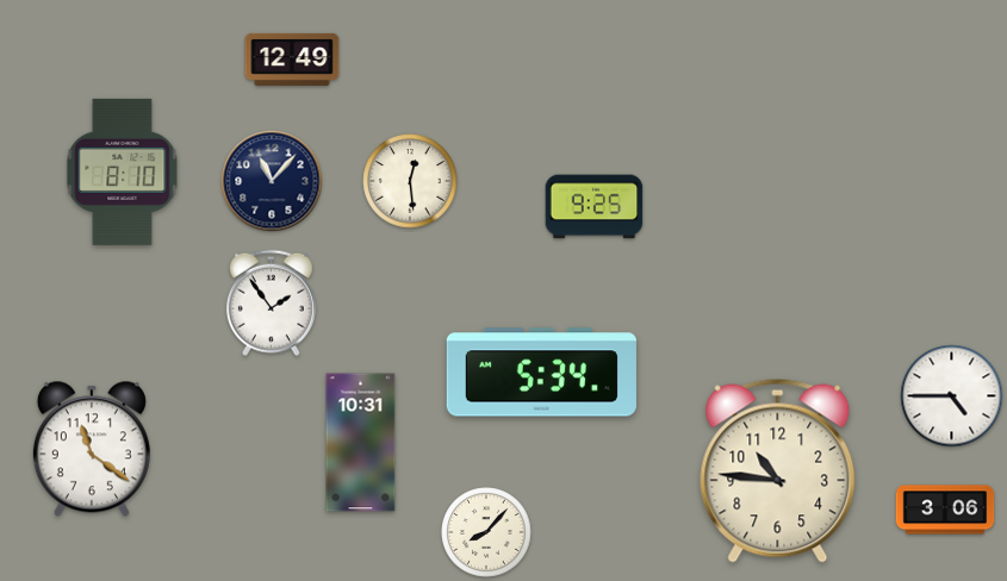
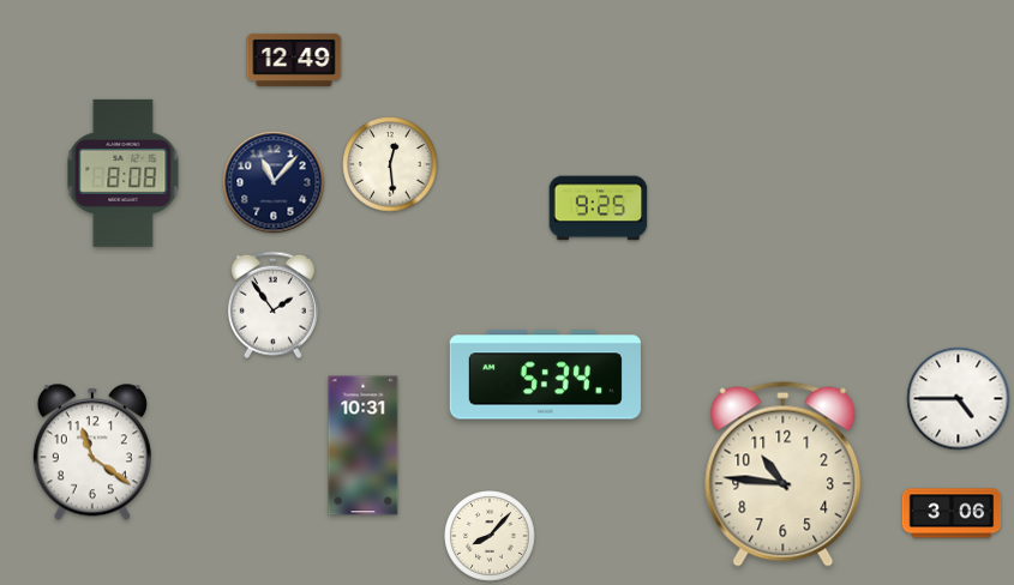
clock at (123, 171): 8:10 -> 8:08
clock at (410, 181) position: (410, 181) -> (390, 164)
